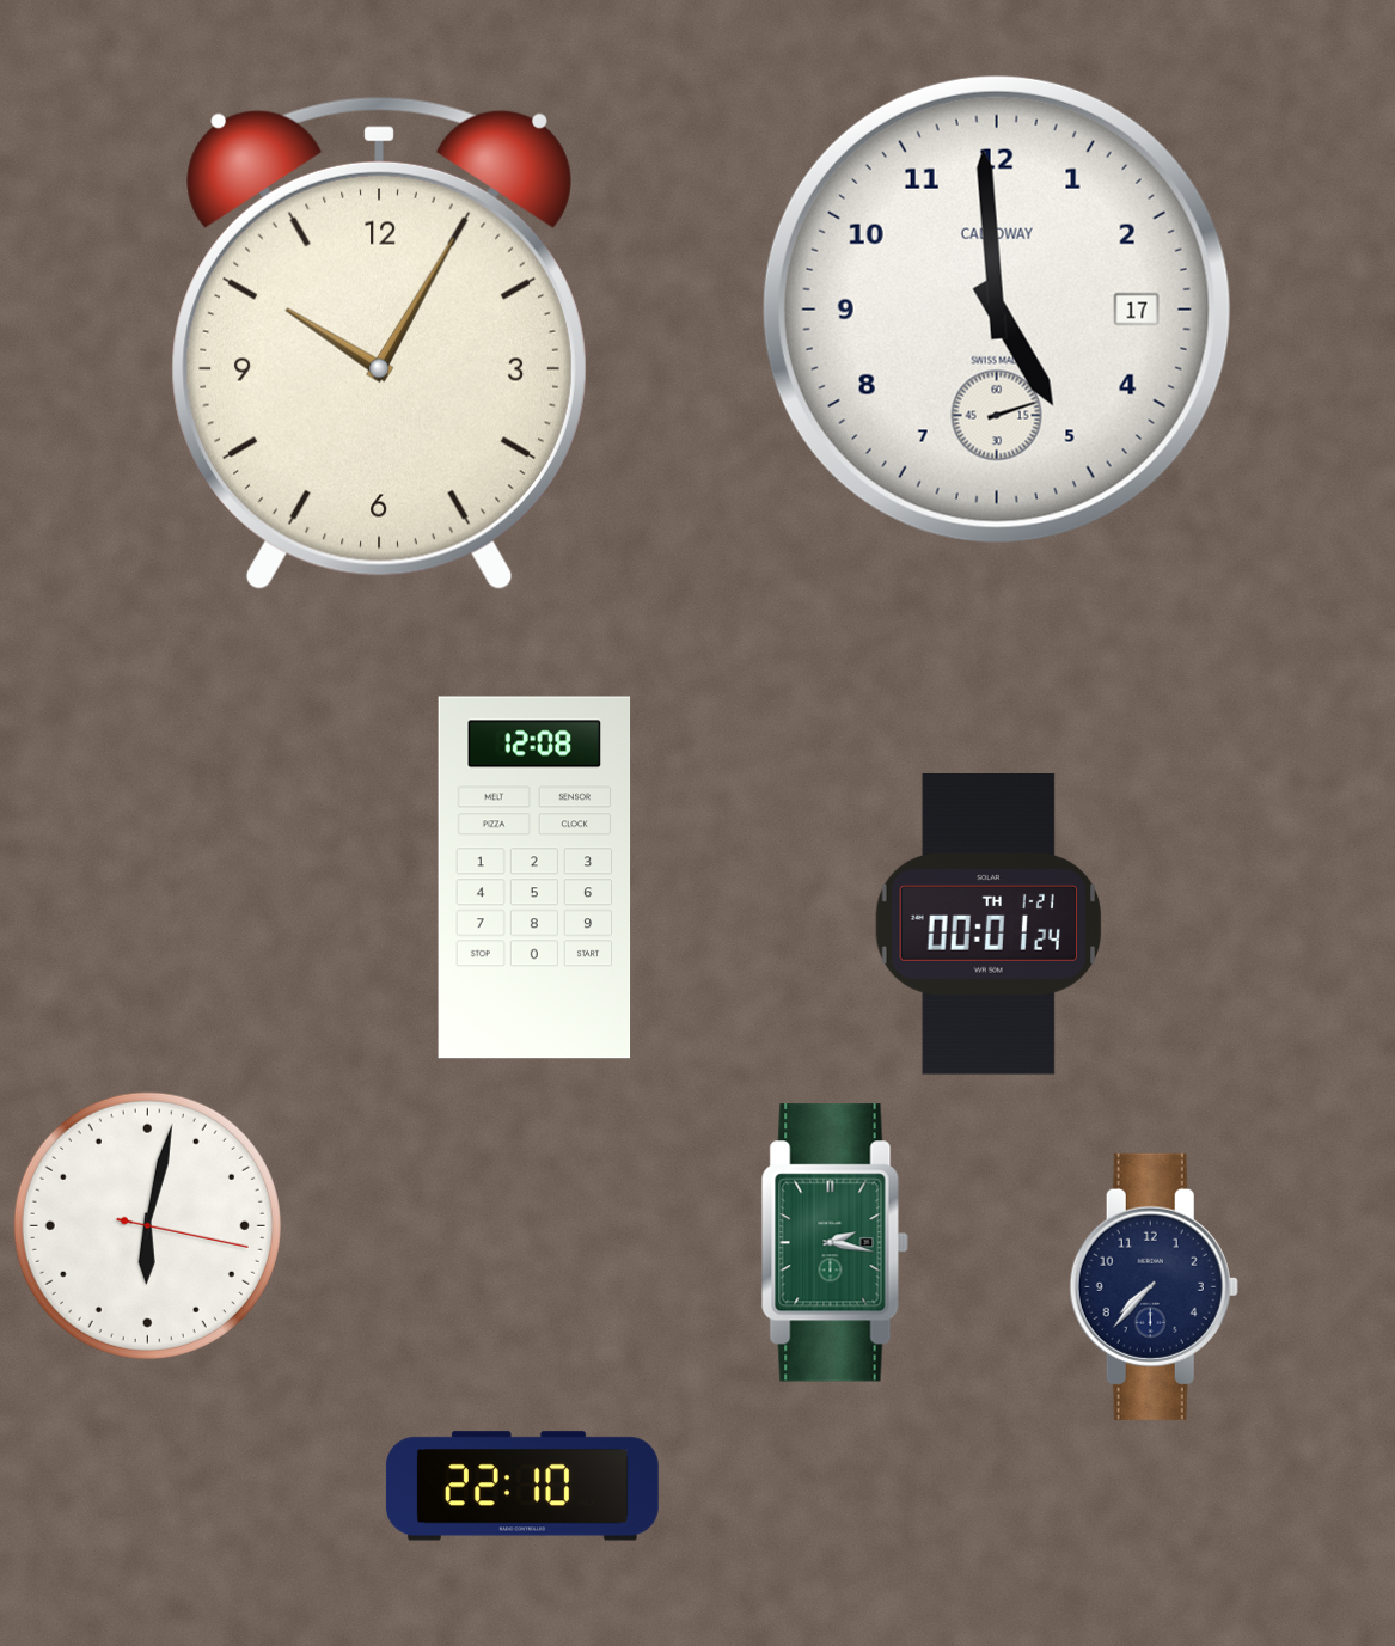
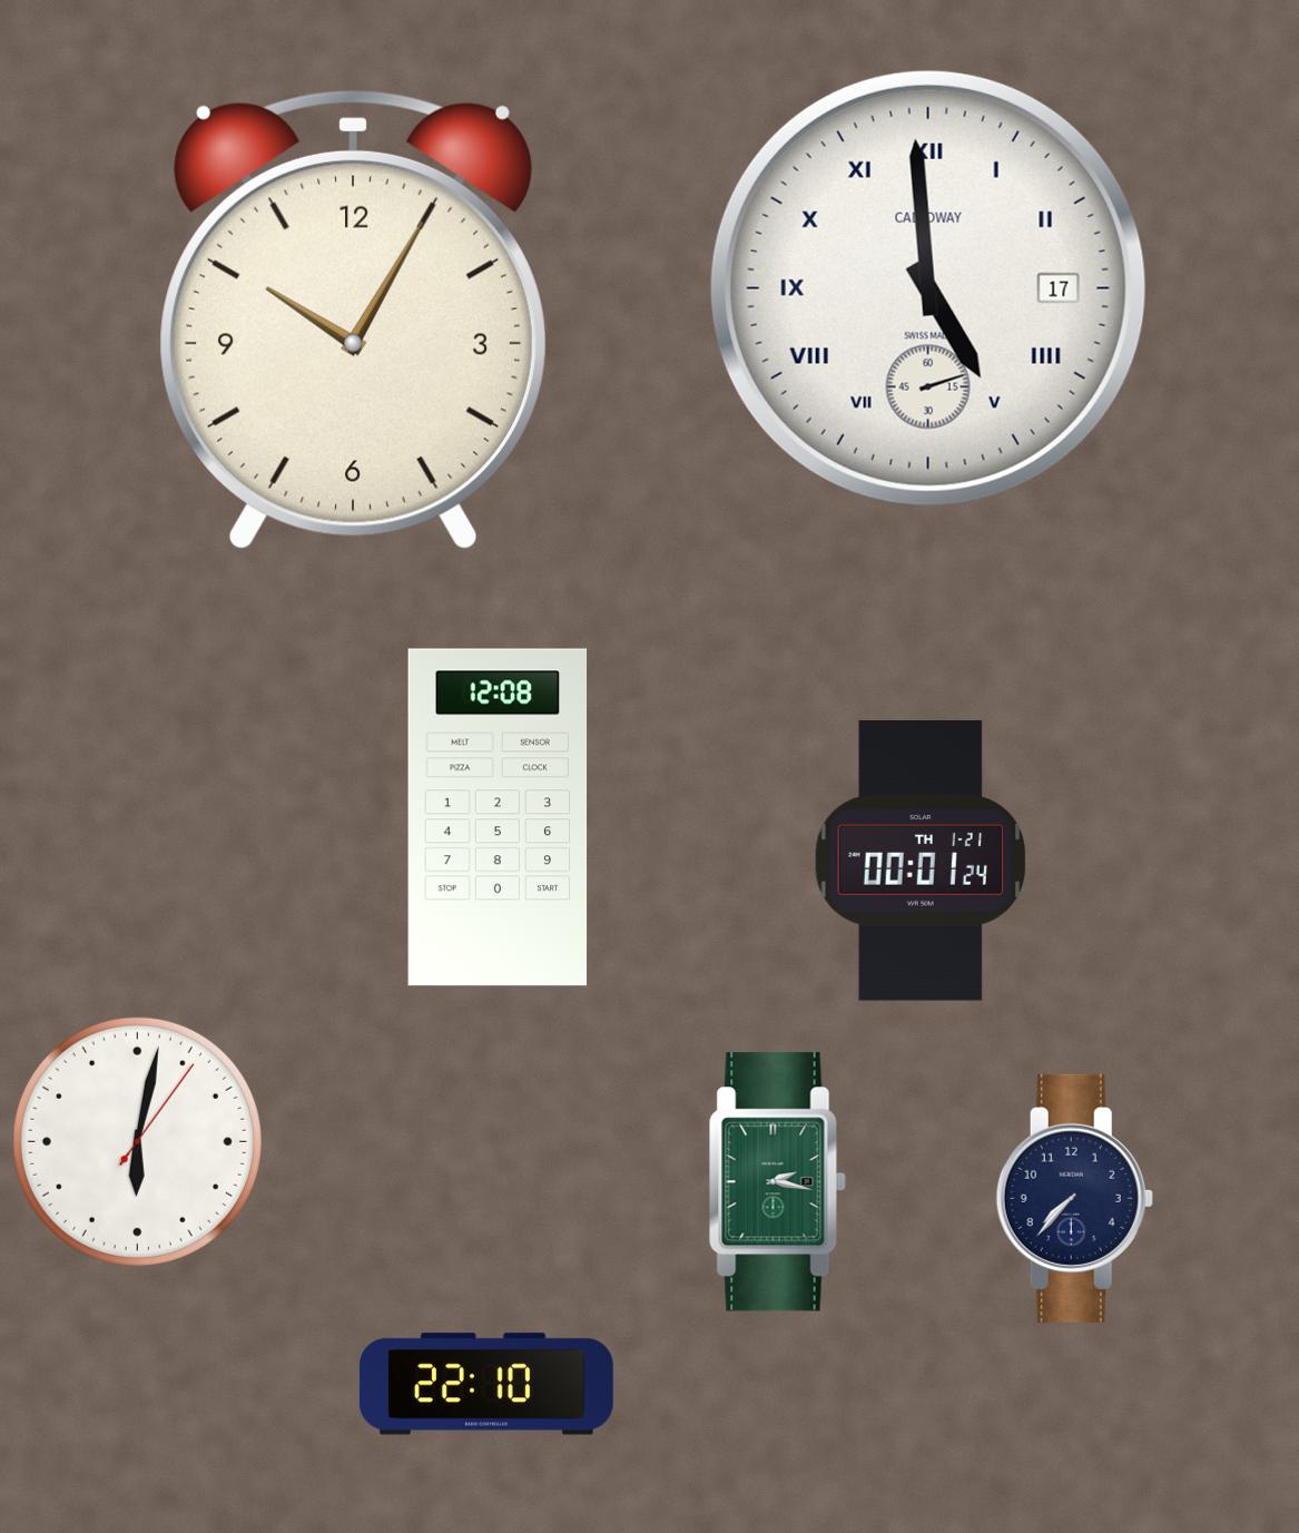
clock at (997, 310) numerals: Arabic -> Roman
clock at (147, 1225): 6:02:17 -> 6:02:06
clock at (834, 1243) position: (834, 1243) -> (777, 1182)
